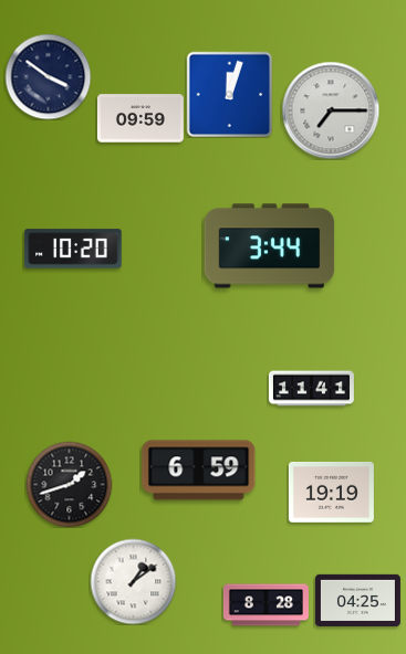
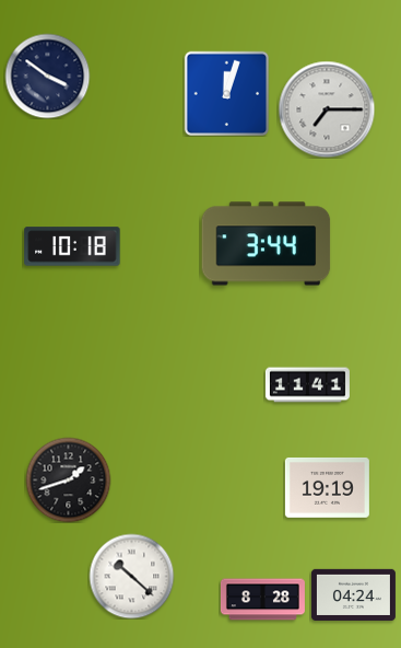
clock at (140, 118): 09:59 -> none
clock at (73, 249): 10:20 -> 10:18
clock at (199, 471): 6:59 -> none
clock at (133, 581): 1:09 -> 10:22
clock at (357, 600): 04:25 -> 04:24
